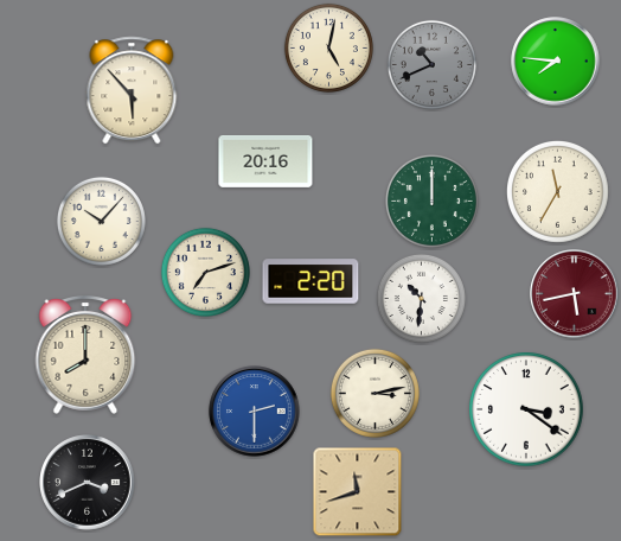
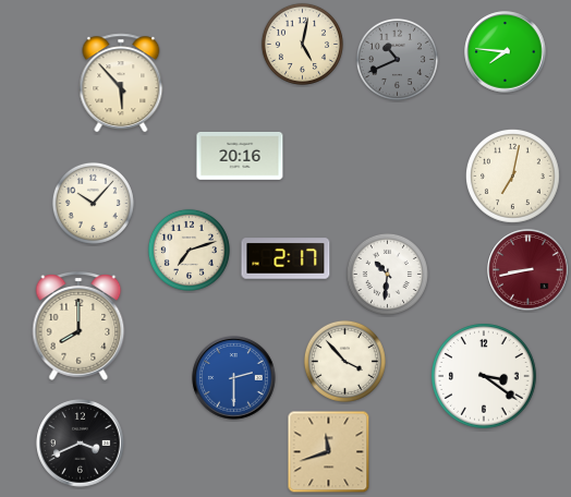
clock at (556, 62) position: (556, 62) -> (506, 52)
clock at (265, 161) position: (265, 161) -> (240, 156)
clock at (557, 191): 11:35 -> 7:02
clock at (431, 201): 12:00 -> none
clock at (310, 281): 2:20 -> 2:17
clock at (575, 294): 5:43 -> 8:43
clock at (374, 393): 3:13 -> 3:53
